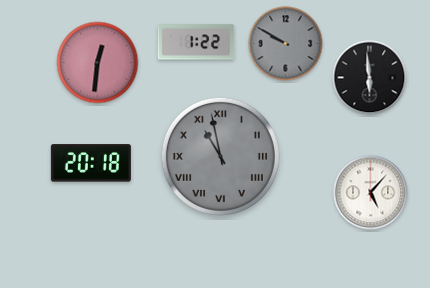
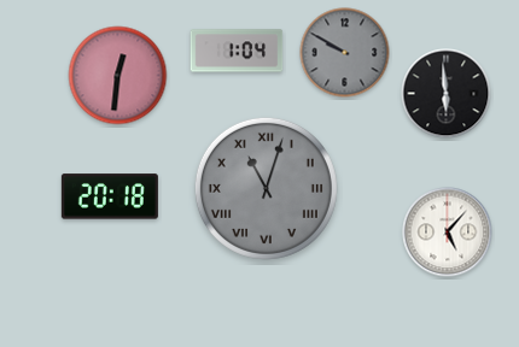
clock at (196, 42): 1:22 -> 1:04
clock at (220, 156): 10:58 -> 11:03
